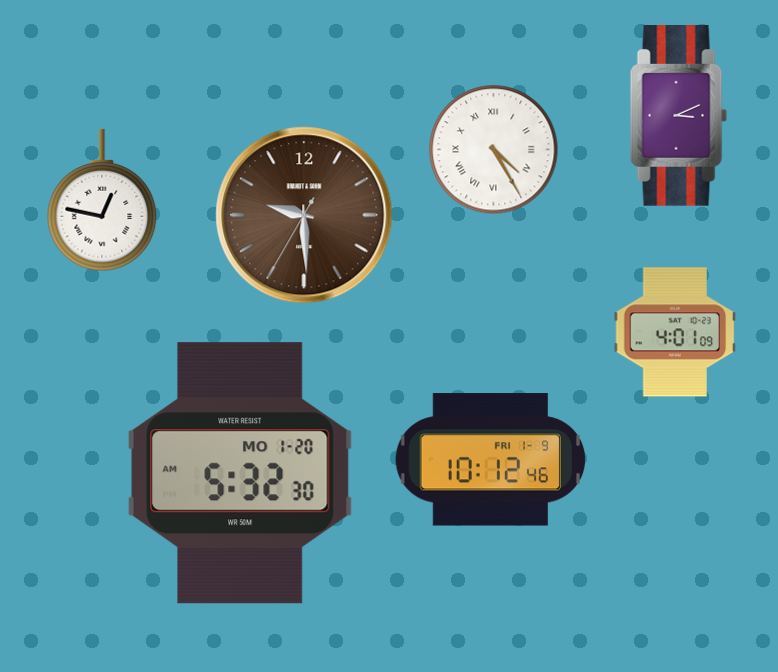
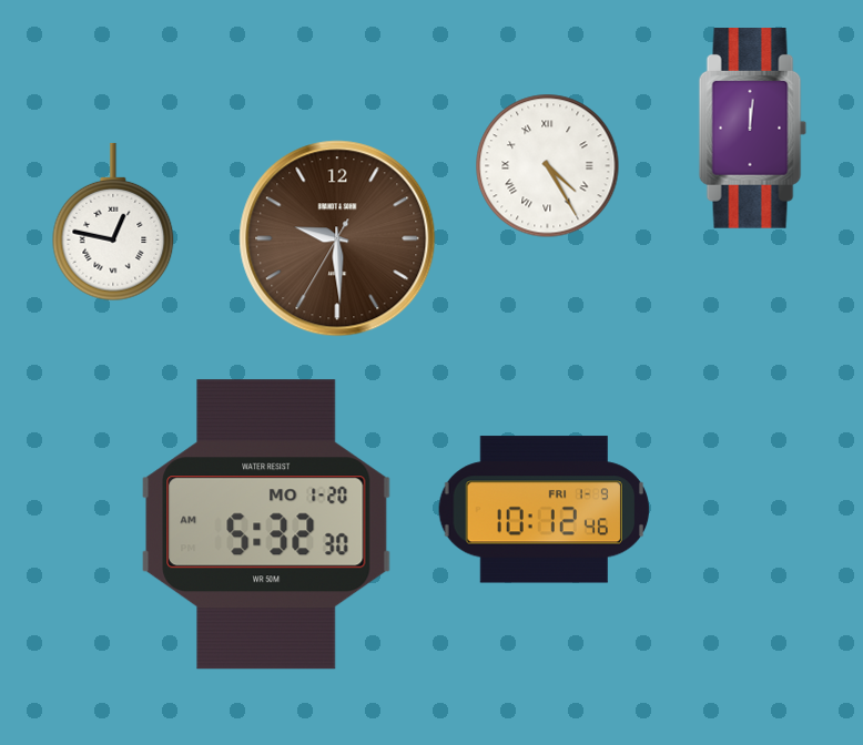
clock at (679, 116): 3:11 -> 12:01
clock at (675, 332): 4:01 -> none
